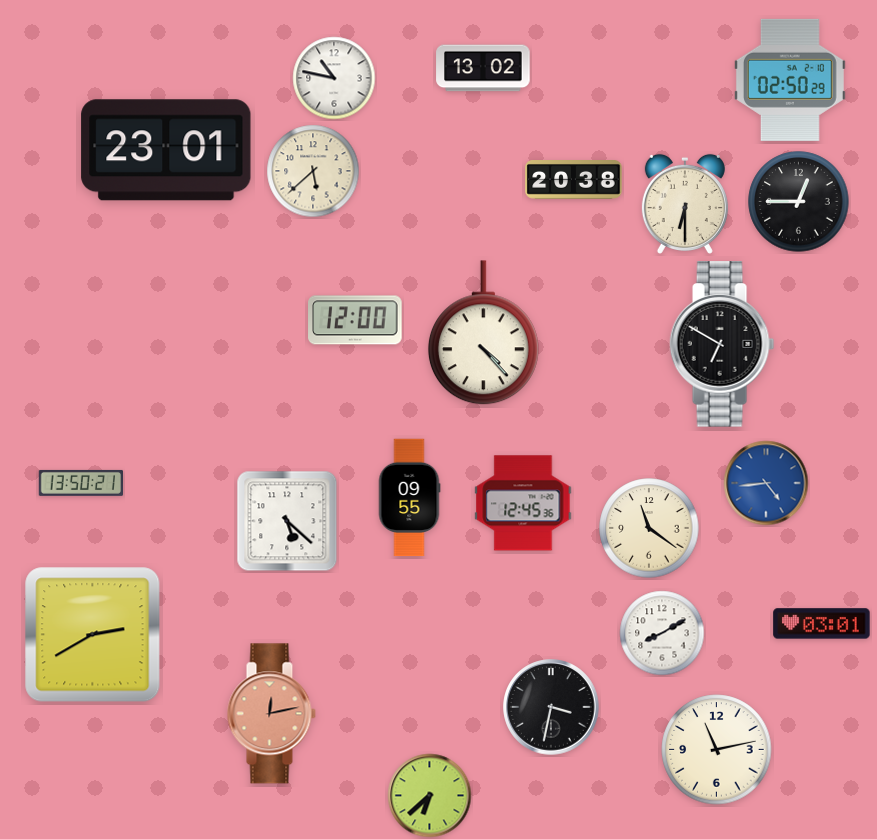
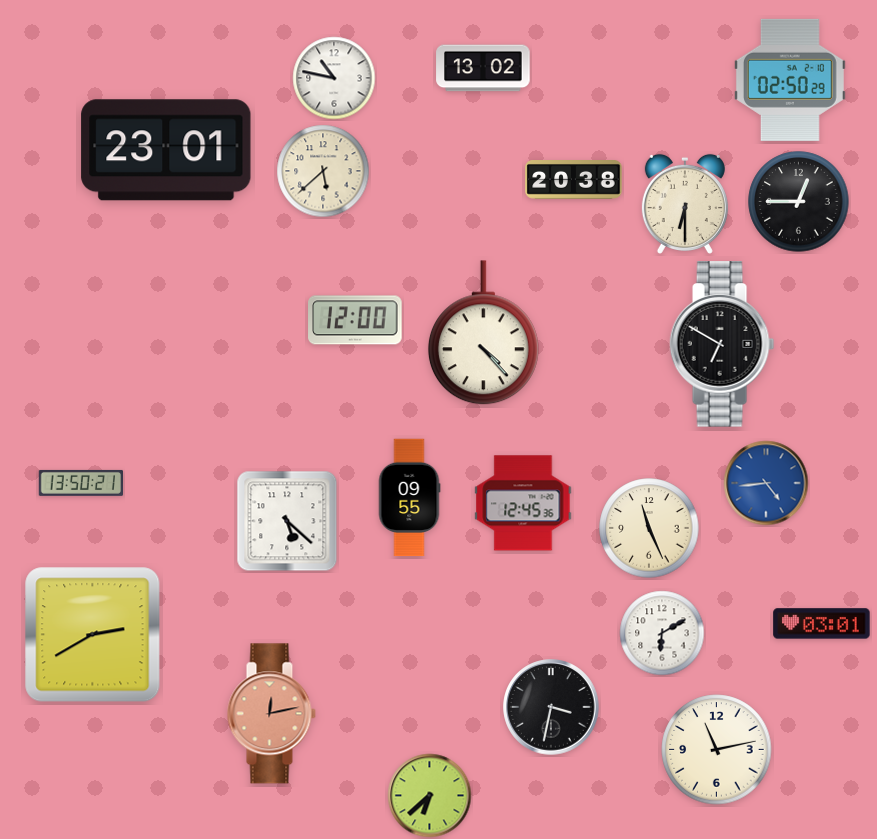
clock at (313, 171) position: (313, 171) -> (323, 171)
clock at (649, 528): 11:21 -> 11:26
clock at (662, 633): 8:10 -> 6:10
